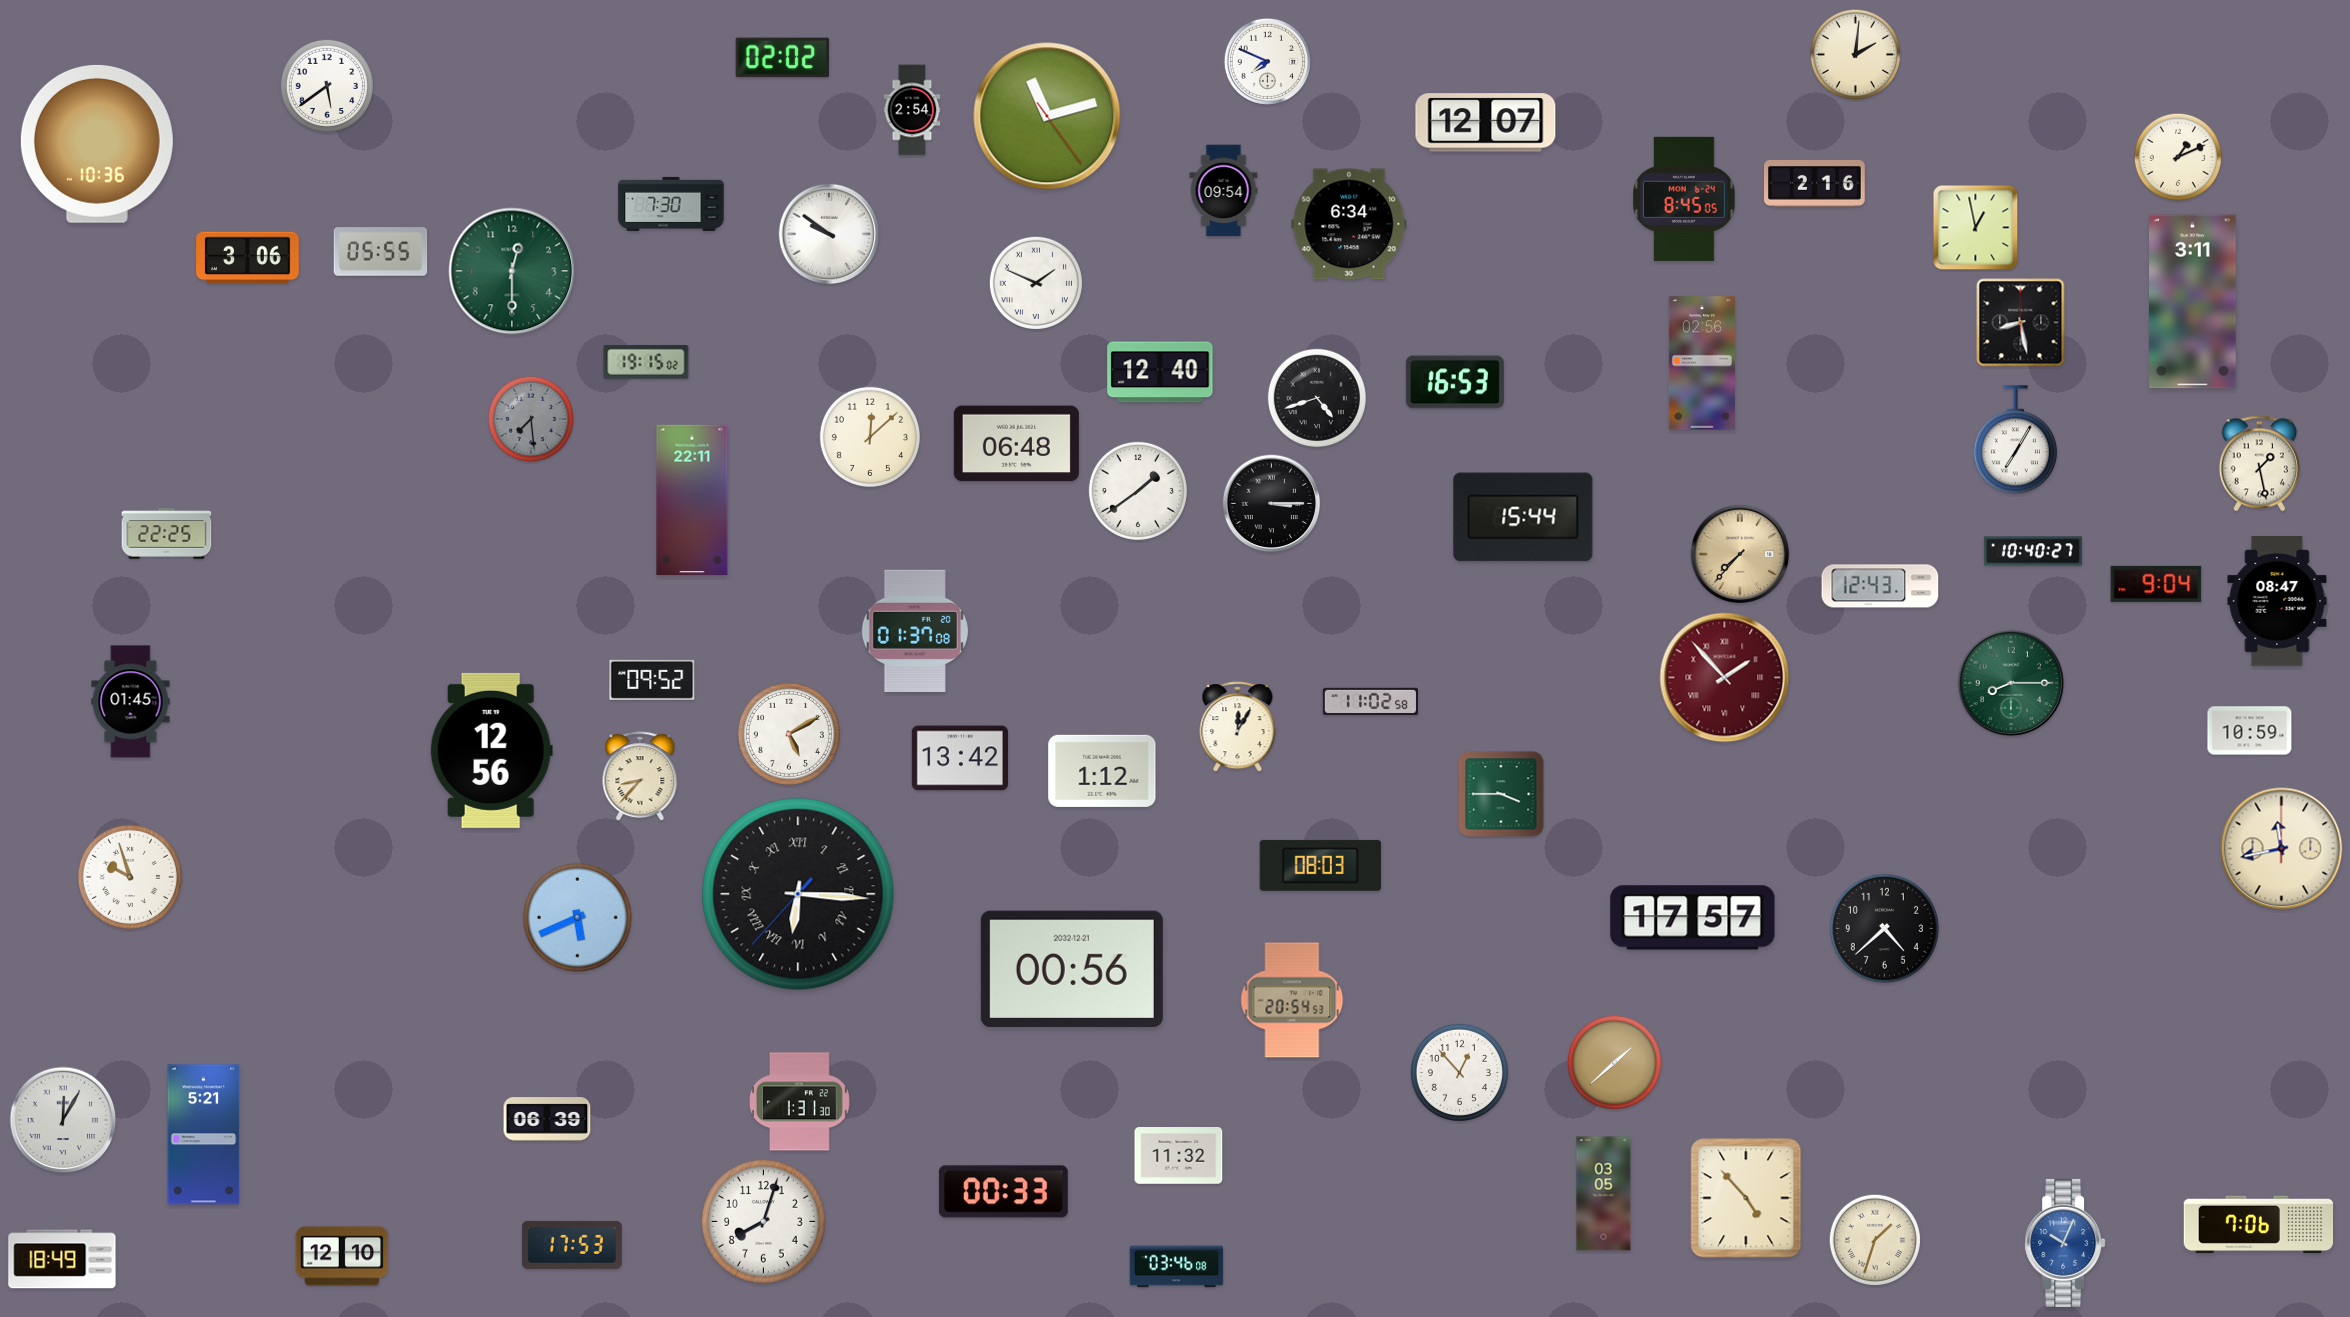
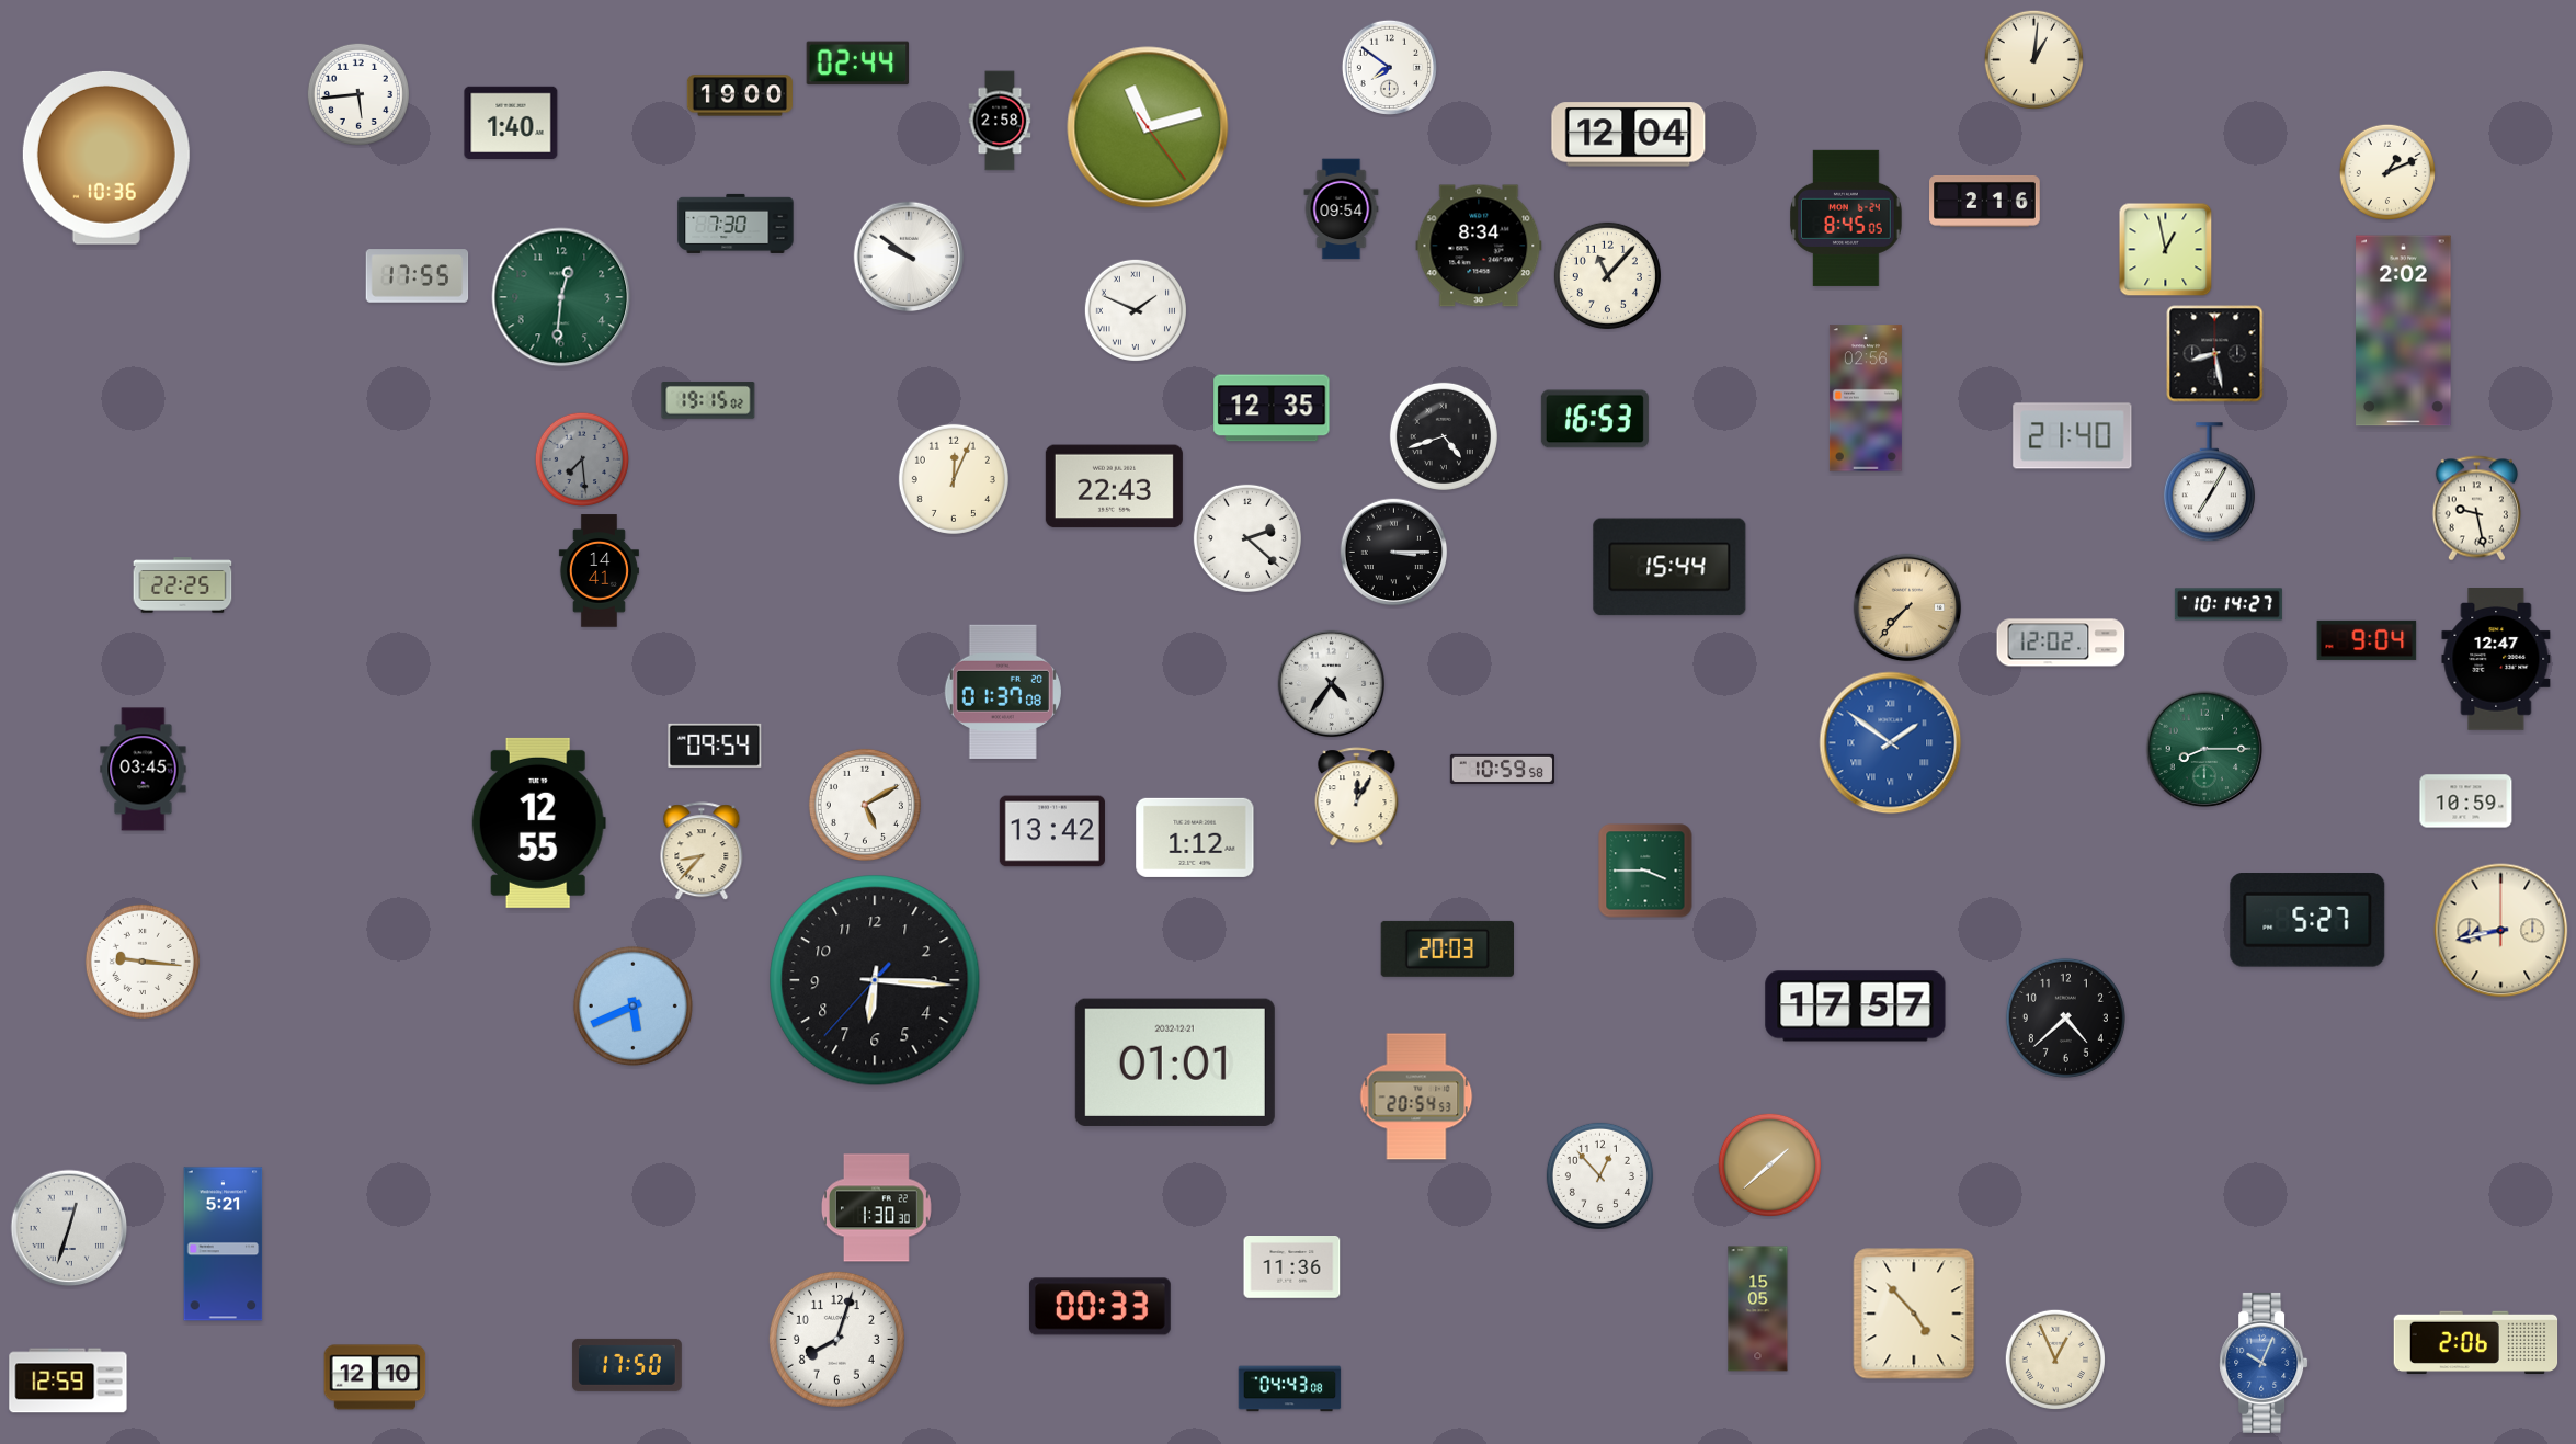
clock at (1855, 54): 2:01 -> 1:01
clock at (783, 58): 02:02 -> 02:44
clock at (1267, 61): 7:49 -> 7:51
clock at (327, 86): 5:39 -> 5:44
clock at (740, 95): none -> 19:00
clock at (912, 110): 2:54 -> 2:58
clock at (511, 122): none -> 1:40
clock at (1486, 123): 12:07 -> 12:04
clock at (1815, 183) position: (1815, 183) -> (1985, 201)
clock at (1349, 224): 6:34 -> 8:34
clock at (1607, 275): none -> 11:07
clock at (381, 252): 05:55 -> 17:55
clock at (248, 258): 3:06 -> none
clock at (512, 271): 12:30 -> 12:31
clock at (2193, 302): 3:11 -> 2:02
clock at (646, 363) position: (646, 363) -> (708, 401)
clock at (1160, 372): 12:40 -> 12:35
clock at (2073, 436): none -> 21:40
clock at (870, 437): 12:08 -> 12:04
clock at (1016, 444): 06:48 -> 22:43
clock at (2259, 464): 1:28 -> 9:28
clock at (1138, 491): 1:39 -> 2:22
clock at (692, 499): 22:11 -> none
clock at (599, 571): none -> 14:41
clock at (2033, 551): 10:40 -> 10:14
clock at (2156, 584) position: (2156, 584) -> (2367, 640)
clock at (1880, 586): 12:43 -> 12:02
clock at (2277, 602): 08:47 -> 12:47
clock at (1332, 684): none -> 4:36
clock at (1725, 678): 1:53 -> 1:51
clock at (1725, 678) dial: burgundy -> blue
clock at (652, 680): 09:52 -> 09:54
clock at (1371, 701): 11:02 -> 10:59
clock at (131, 702): 01:45 -> 03:45
clock at (491, 750): 12:56 -> 12:55
clock at (1102, 771) position: (1102, 771) -> (1195, 838)
clock at (2307, 921): none -> 5:27
clock at (2282, 849): 11:43 -> 8:43
clock at (1320, 865): 08:03 -> 20:03
clock at (130, 877): 9:57 -> 9:16
clock at (798, 894) numerals: Roman -> Arabic
clock at (1072, 969): 00:56 -> 01:01
clock at (799, 1102): 1:31 -> 1:30
clock at (547, 1119): 06:39 -> none
clock at (63, 1120): 12:05 -> 12:33
clock at (1179, 1156): 11:32 -> 11:36
clock at (1604, 1194): 03:05 -> 15:05
clock at (2259, 1225): 7:06 -> 2:06
clock at (1874, 1239): 1:33 -> 12:56
clock at (572, 1245): 17:53 -> 17:50
clock at (62, 1259): 18:49 -> 12:59
clock at (1177, 1267): 03:46 -> 04:43
